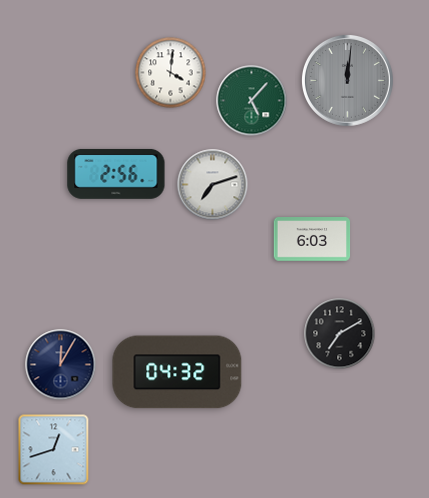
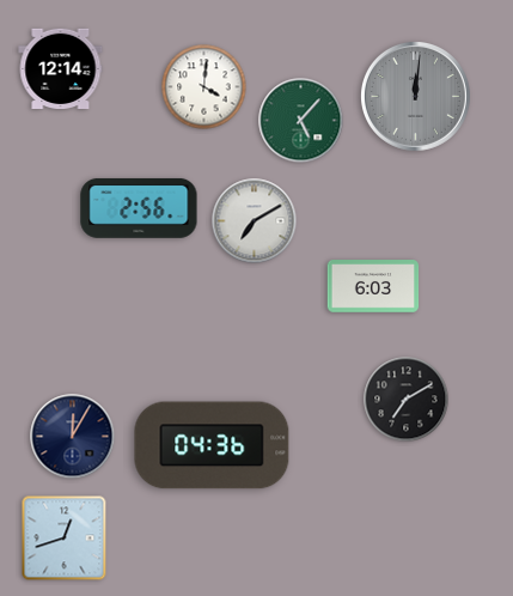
clock at (61, 68): none -> 12:14
clock at (213, 185): 7:12 -> 7:10
clock at (177, 372): 04:32 -> 04:36
